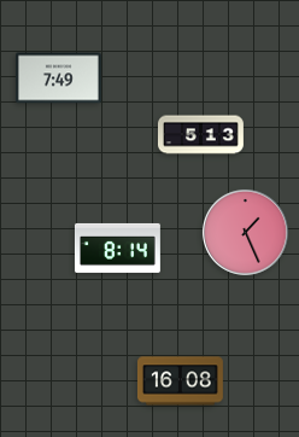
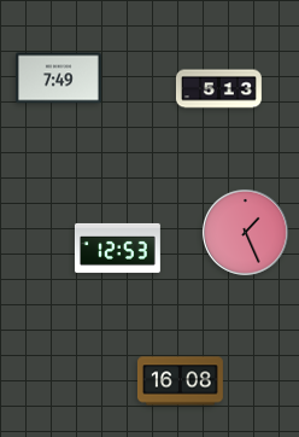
clock at (200, 135) position: (200, 135) -> (218, 89)
clock at (117, 247): 8:14 -> 12:53
